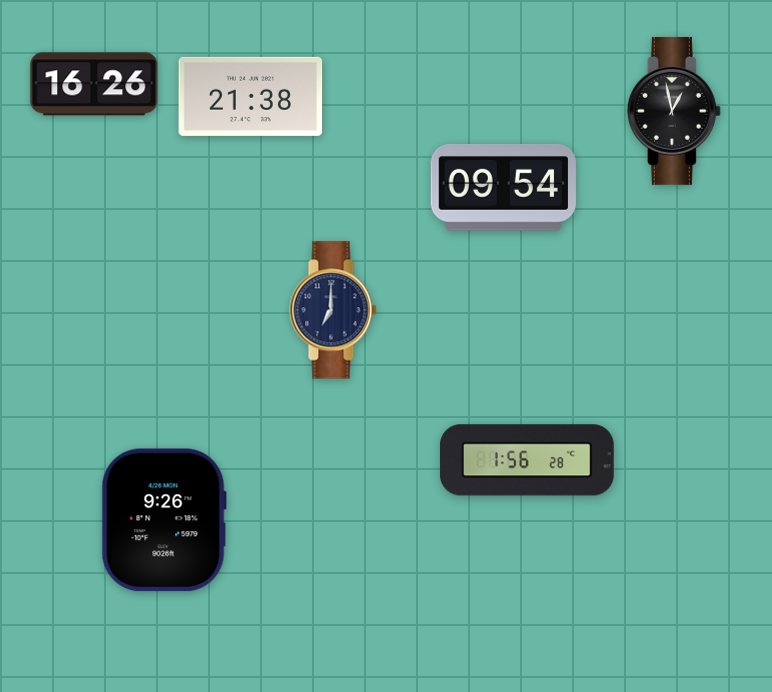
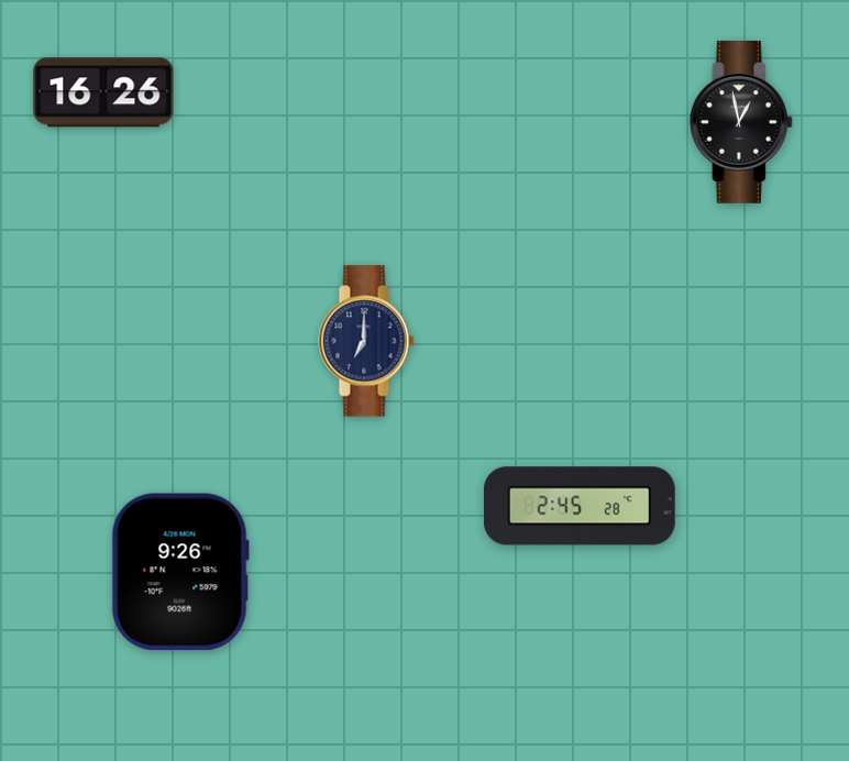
clock at (251, 96): 21:38 -> none
clock at (503, 188): 09:54 -> none
clock at (527, 460): 1:56 -> 2:45
